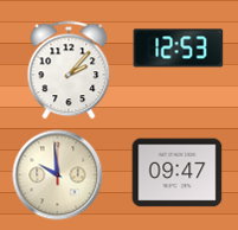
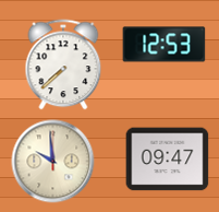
clock at (69, 70): 2:07 -> 7:38
clock at (178, 173) position: (178, 173) -> (168, 160)
